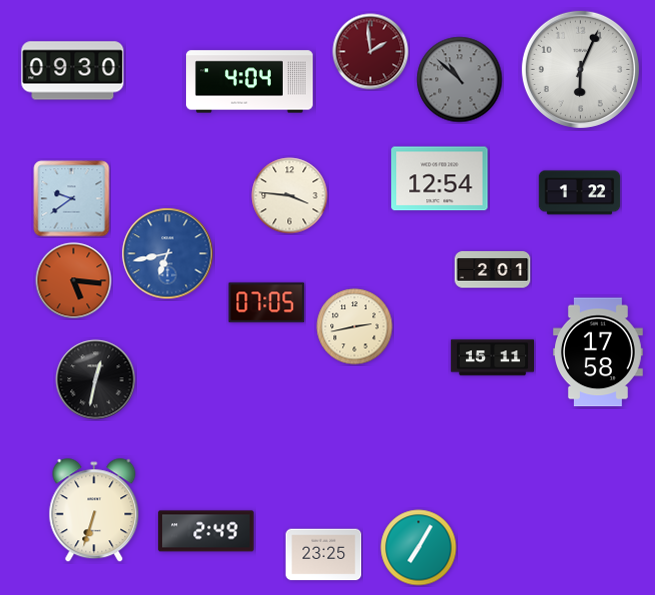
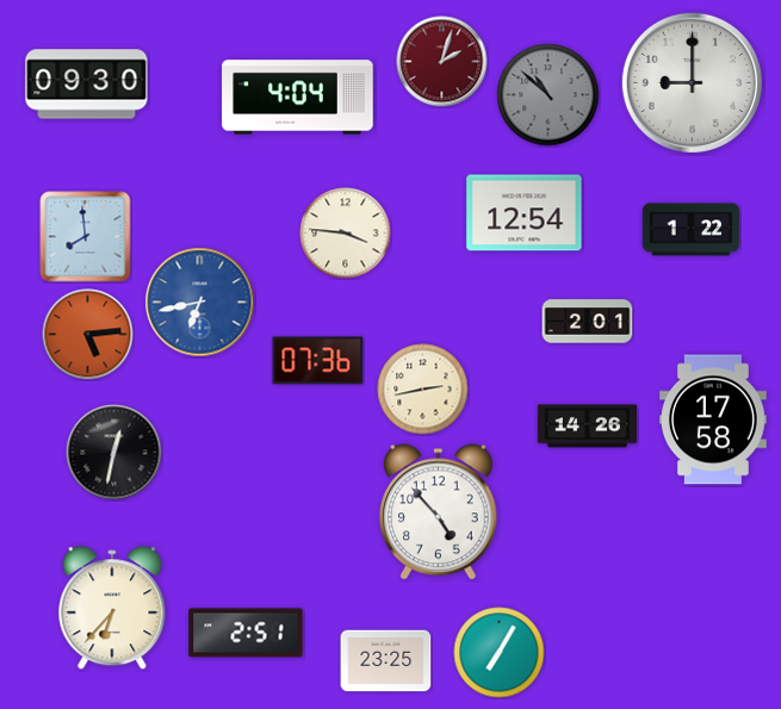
clock at (371, 52): 1:59 -> 2:03
clock at (580, 69): 6:04 -> 9:00
clock at (72, 199): 9:39 -> 7:59
clock at (74, 281): 5:16 -> 5:14
clock at (267, 303): 07:05 -> 07:36
clock at (492, 358): 15:11 -> 14:26
clock at (439, 512): none -> 4:53
clock at (94, 511): 6:33 -> 6:37
clock at (206, 531): 2:49 -> 2:51
